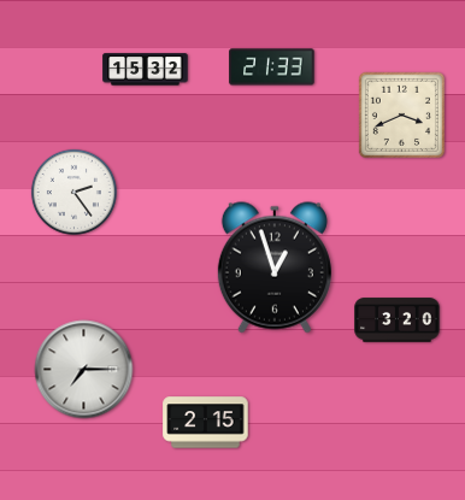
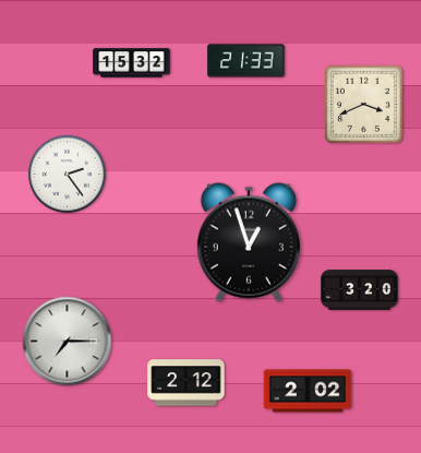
clock at (84, 370) position: (84, 370) -> (68, 342)
clock at (206, 423): 2:15 -> 2:12
clock at (308, 391): none -> 2:02
